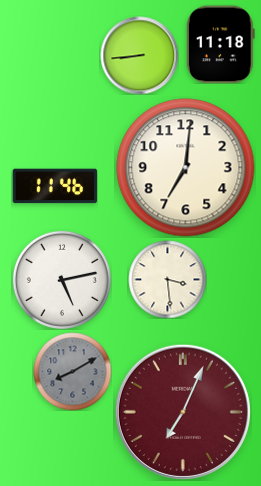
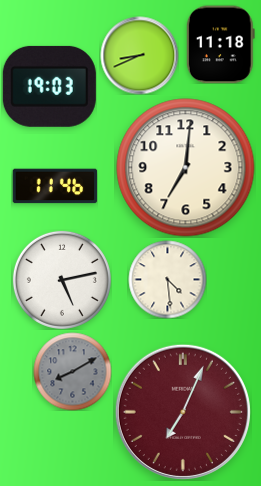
clock at (139, 55): 8:44 -> 8:41
clock at (49, 86): none -> 19:03
clock at (167, 279): 3:29 -> 4:29
